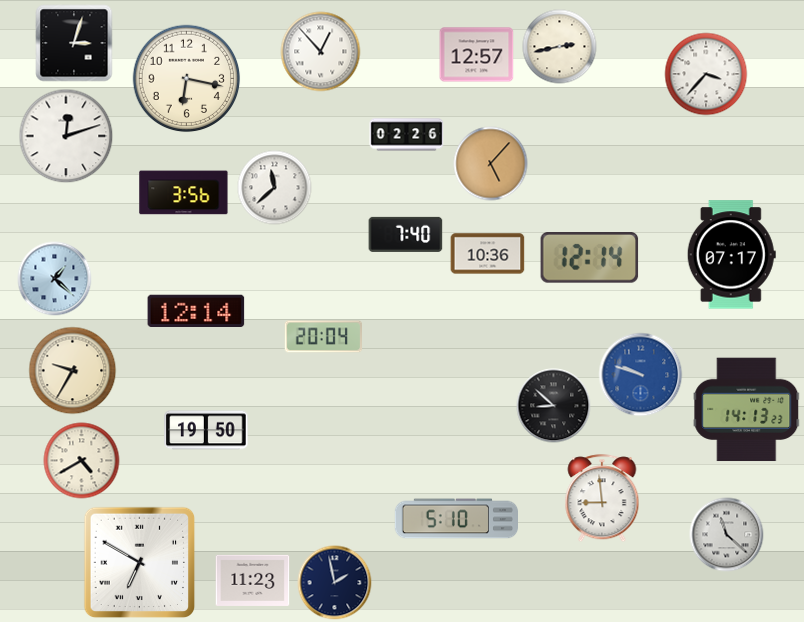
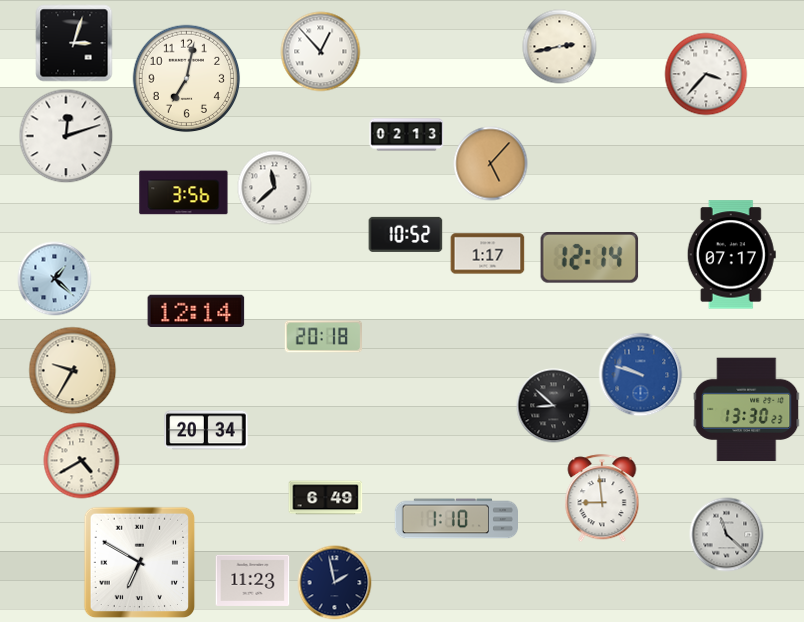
clock at (477, 55): 12:57 -> none
clock at (187, 79): 6:17 -> 7:02
clock at (407, 135): 02:26 -> 02:13
clock at (406, 234): 7:40 -> 10:52
clock at (488, 254): 10:36 -> 1:17
clock at (324, 337): 20:04 -> 20:18
clock at (747, 410): 14:13 -> 13:30
clock at (206, 430): 19:50 -> 20:34
clock at (326, 498): none -> 6:49
clock at (457, 519): 5:10 -> 1:10
